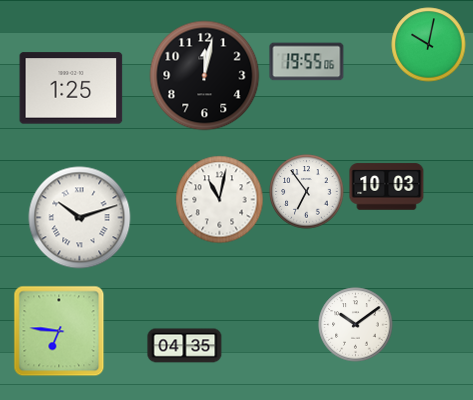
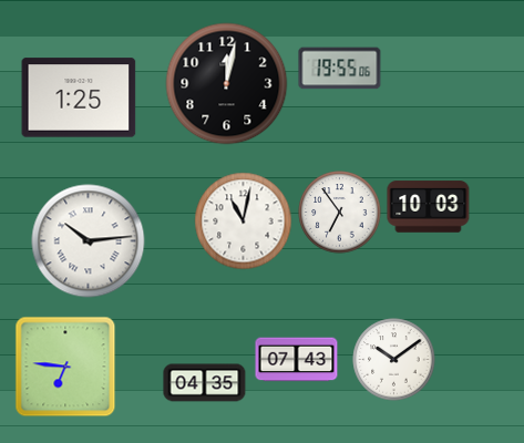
clock at (429, 45): 10:02 -> none
clock at (80, 218): 10:12 -> 10:14
clock at (297, 360): none -> 07:43
